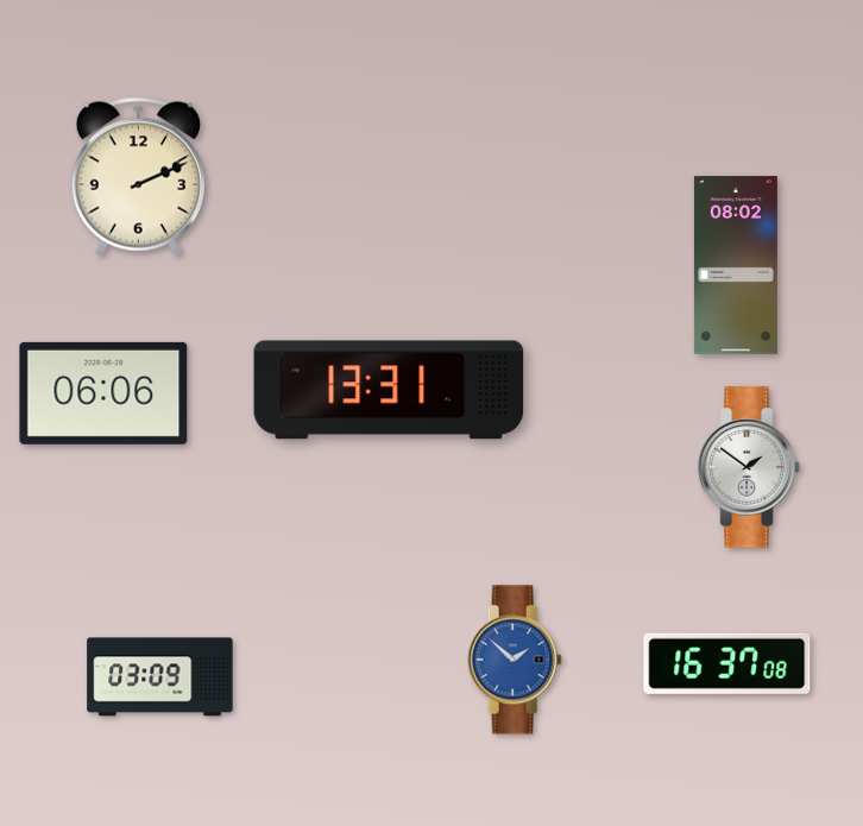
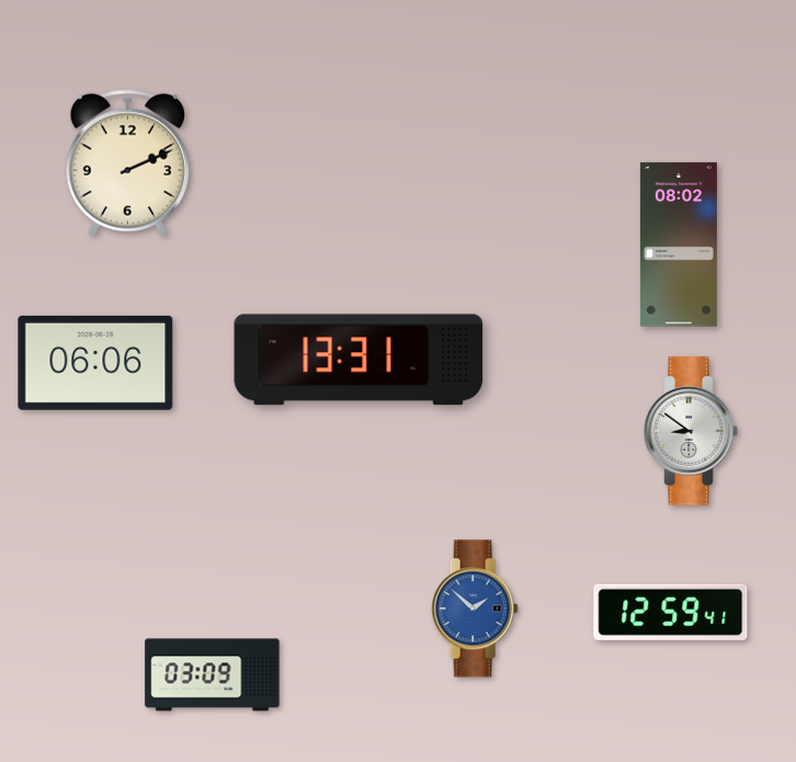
clock at (749, 467): 1:51 -> 8:51
clock at (727, 663): 16:37 -> 12:59
clock at (160, 677) position: (160, 677) -> (213, 675)
